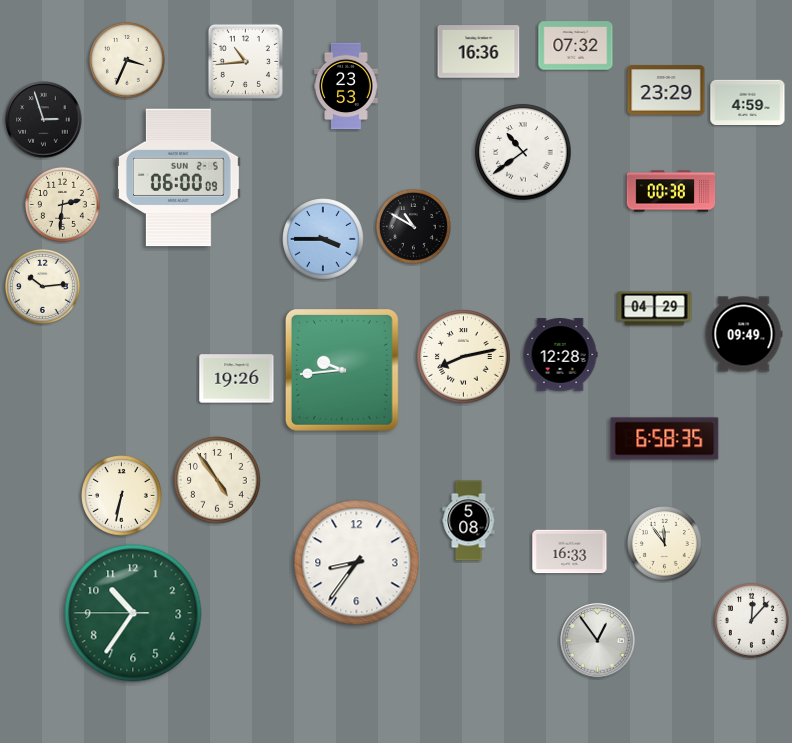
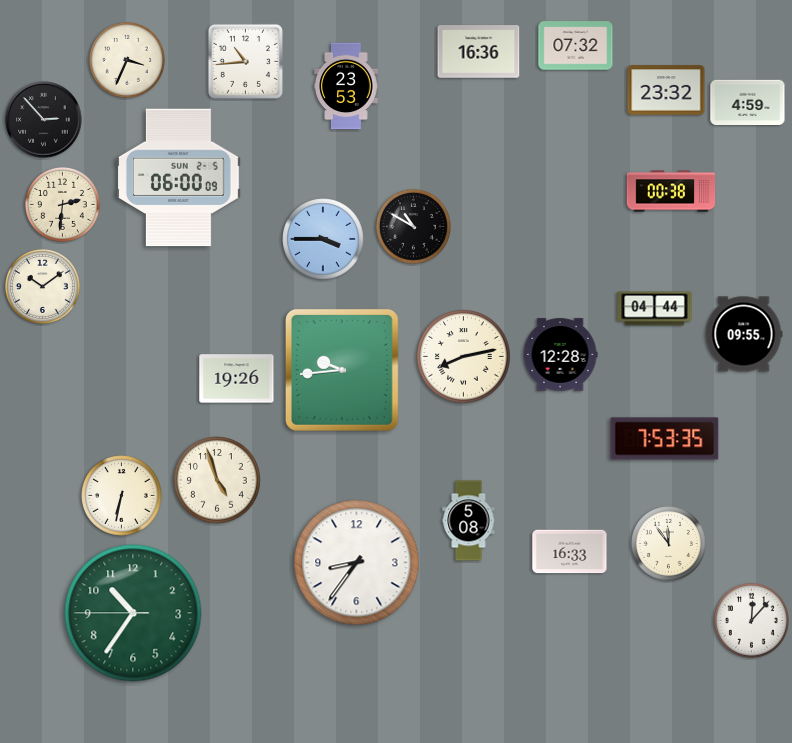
clock at (666, 90): 23:29 -> 23:32
clock at (44, 120): 2:57 -> 2:53
clock at (523, 152): 10:39 -> none
clock at (42, 286): 10:14 -> 10:09
clock at (655, 309): 04:29 -> 04:44
clock at (744, 334): 09:49 -> 09:55
clock at (665, 439): 6:58 -> 7:53
clock at (217, 480): 4:54 -> 4:57
clock at (664, 543) position: (664, 543) -> (668, 543)
clock at (598, 641): 12:54 -> none
